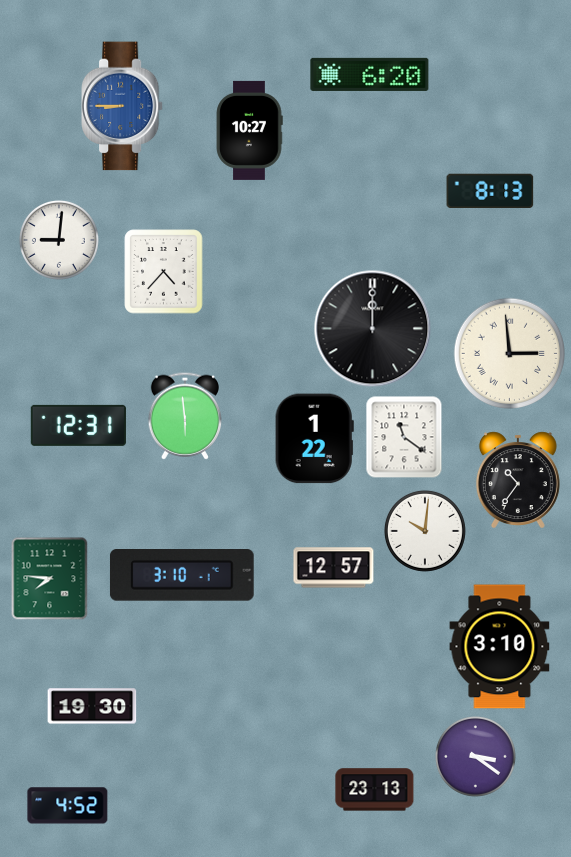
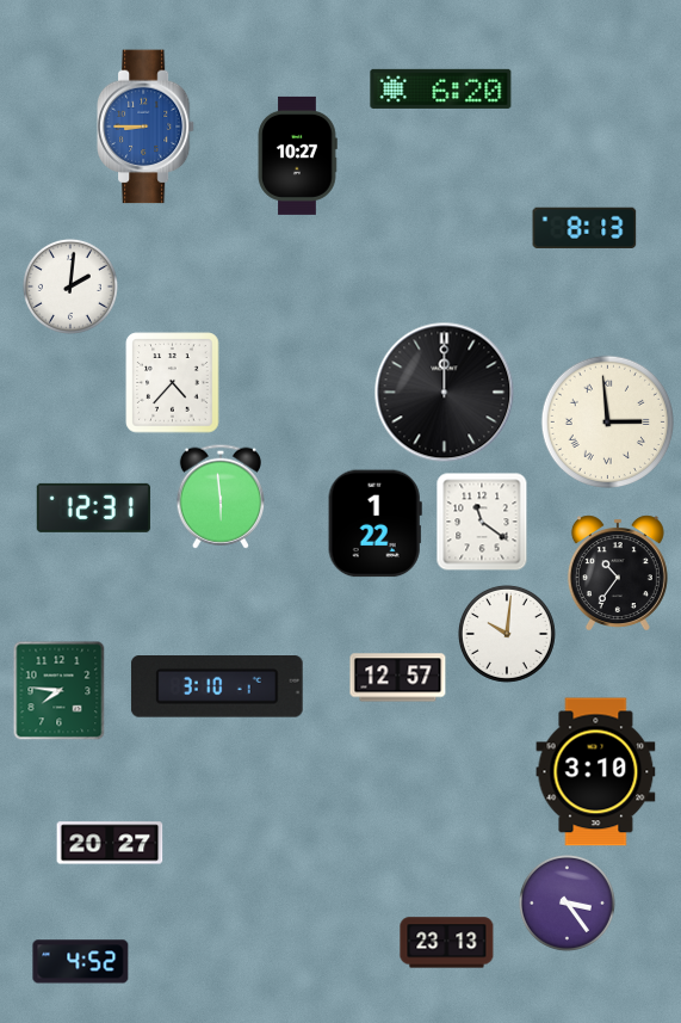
clock at (59, 240): 9:01 -> 2:01
clock at (164, 272) position: (164, 272) -> (173, 383)
clock at (92, 706): 19:30 -> 20:27
clock at (475, 756): 3:21 -> 3:24
